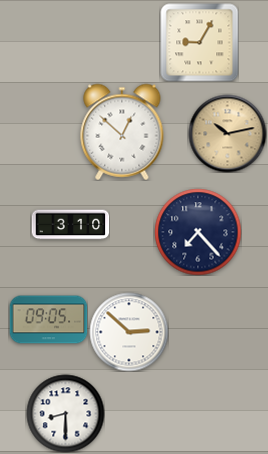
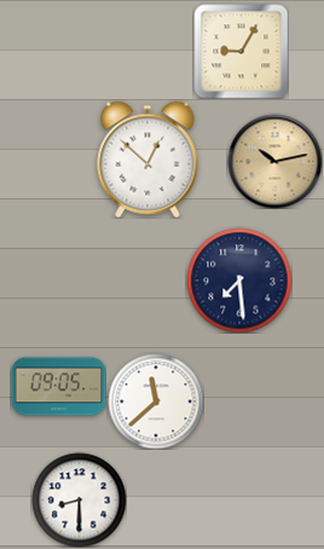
clock at (70, 225): 3:10 -> none
clock at (198, 232): 7:23 -> 7:29
clock at (129, 332): 2:52 -> 11:38
